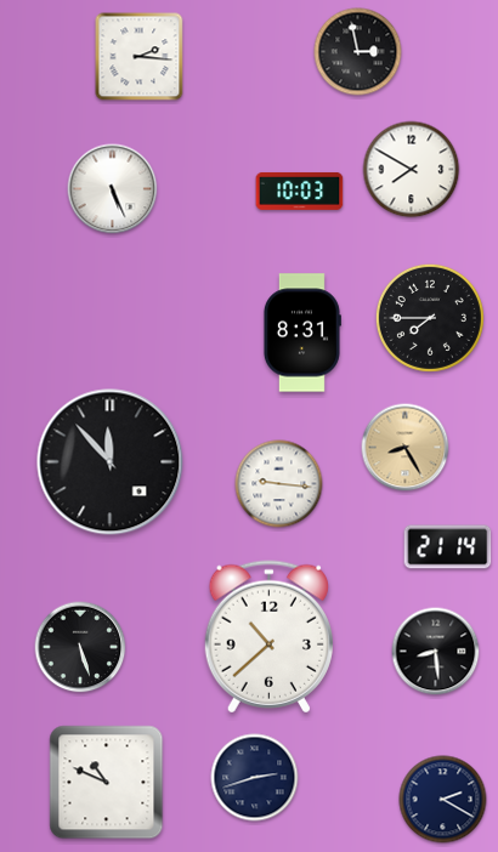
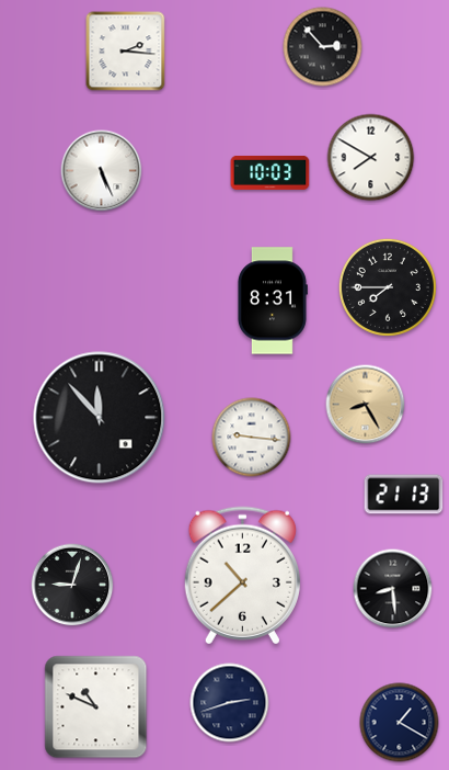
clock at (358, 52): 2:58 -> 2:53
clock at (412, 170) position: (412, 170) -> (371, 158)
clock at (448, 547): 21:14 -> 21:13
clock at (80, 647): 5:27 -> 9:03
clock at (443, 800): 2:20 -> 1:20
